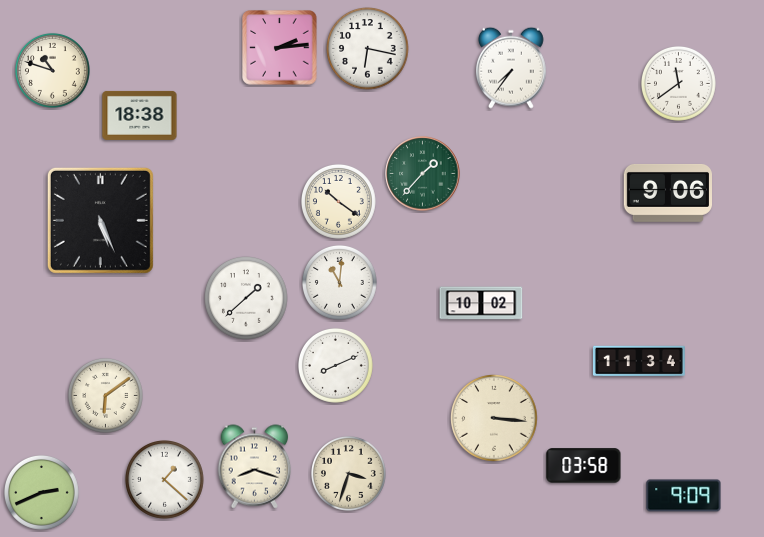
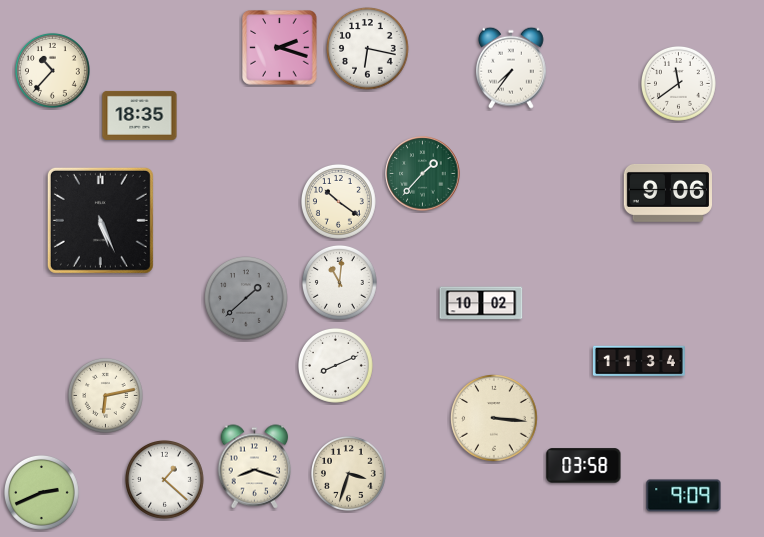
clock at (280, 48): 2:14 -> 2:18
clock at (52, 70): 10:48 -> 10:37
clock at (140, 115): 18:38 -> 18:35
clock at (246, 298) dial: white -> grey
clock at (105, 395): 6:09 -> 6:13
